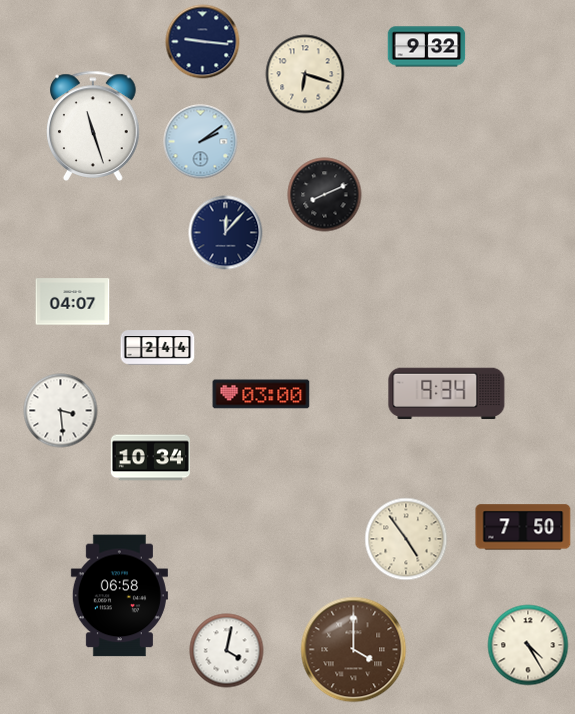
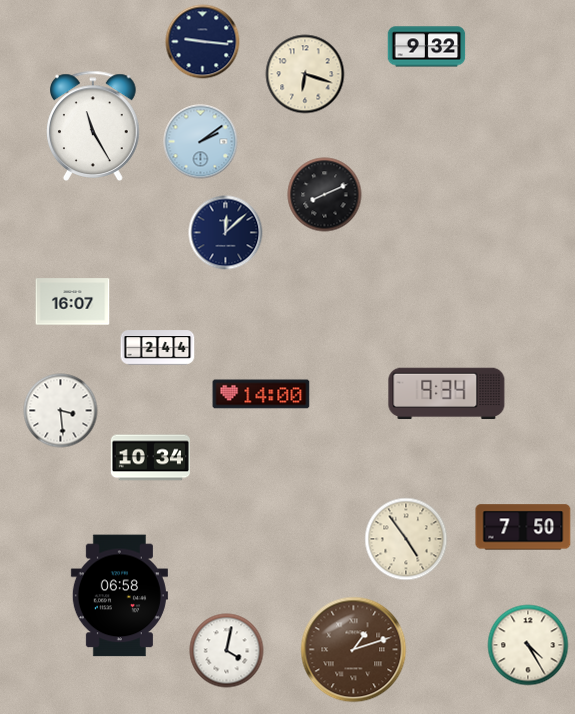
clock at (93, 126): 11:27 -> 11:25
clock at (226, 233): 12:07 -> 12:08
clock at (73, 302): 04:07 -> 16:07
clock at (261, 394): 03:00 -> 14:00
clock at (354, 650): 4:00 -> 1:12
